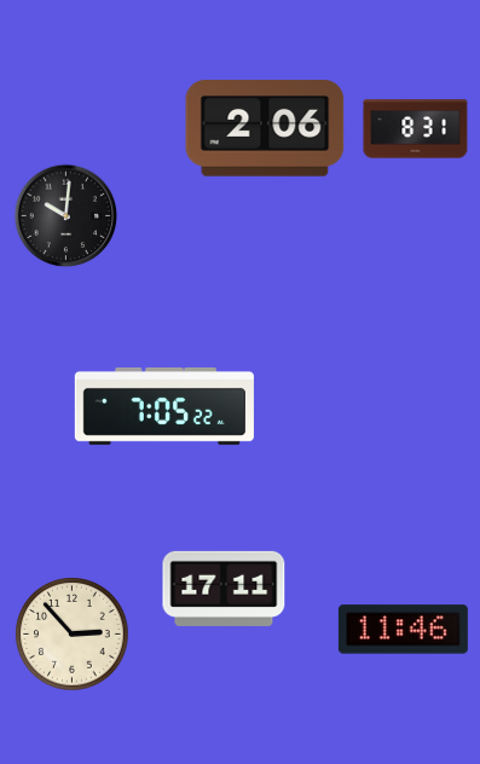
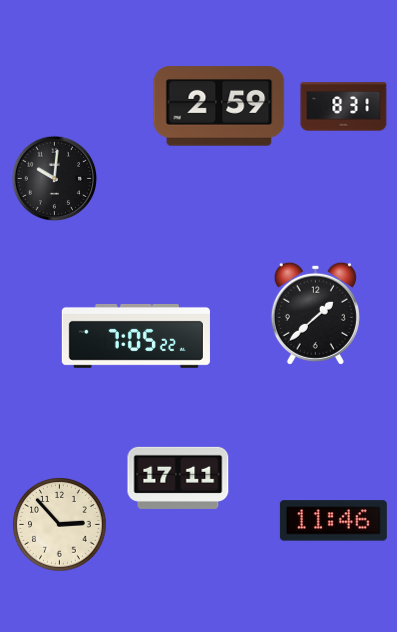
clock at (265, 128): 2:06 -> 2:59
clock at (315, 313): none -> 1:38
clock at (224, 589) position: (224, 589) -> (178, 478)
